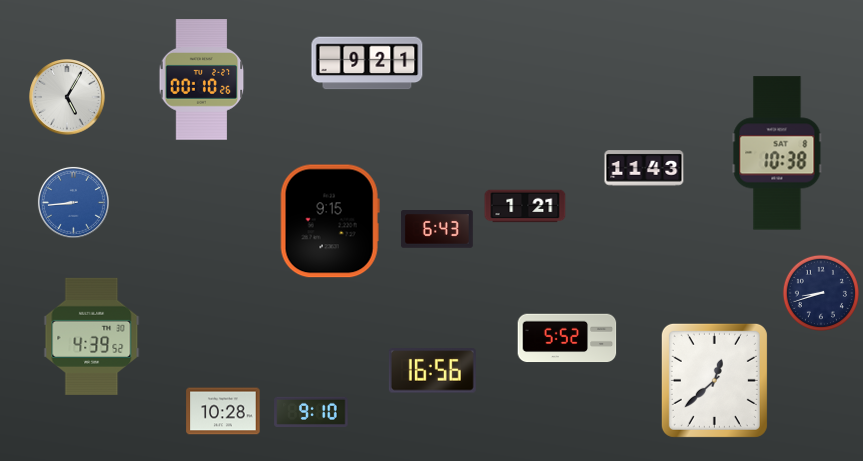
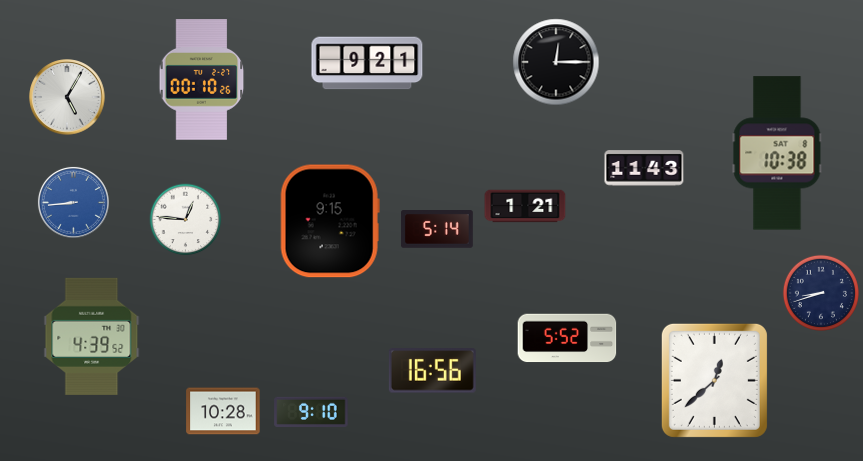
clock at (556, 62): none -> 12:15
clock at (186, 220): none -> 12:46
clock at (437, 230): 6:43 -> 5:14
